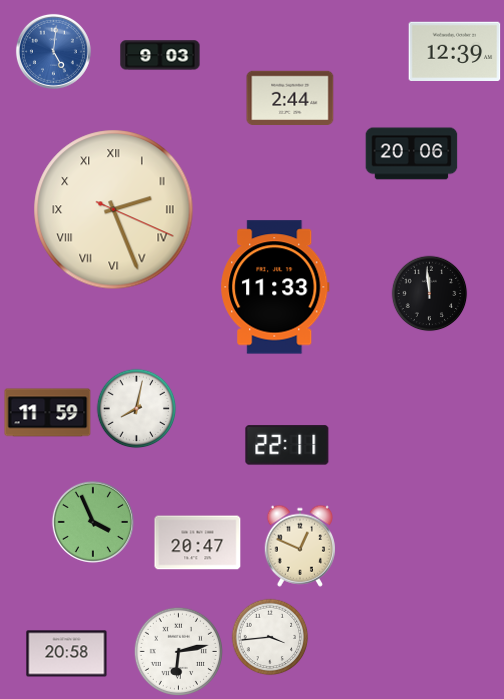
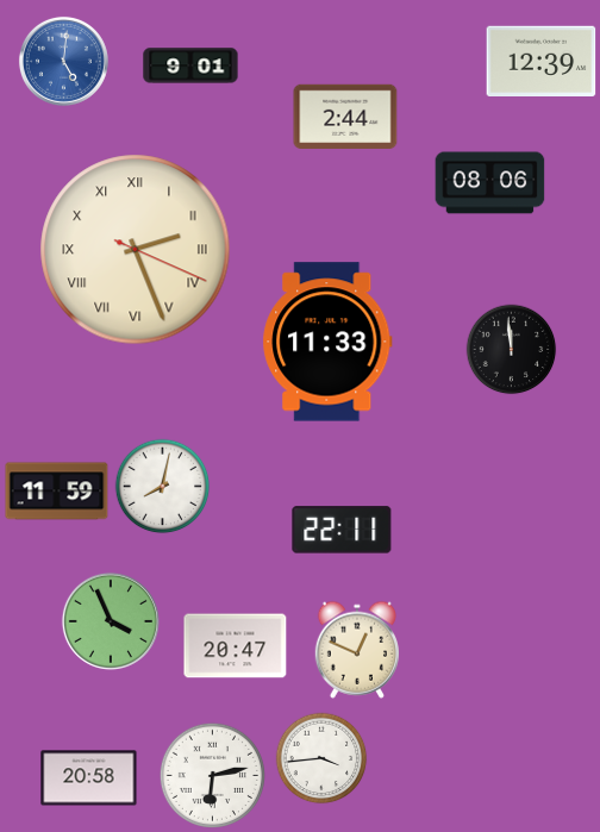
clock at (160, 55): 9:03 -> 9:01
clock at (412, 154): 20:06 -> 08:06
clock at (67, 654) position: (67, 654) -> (89, 778)
